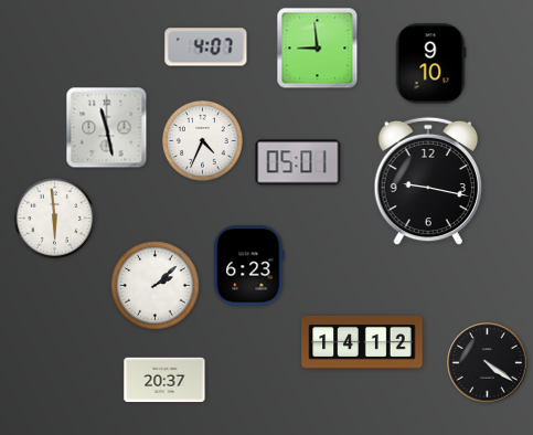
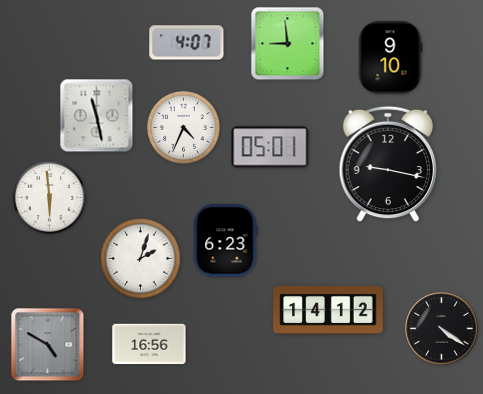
clock at (156, 286): 2:08 -> 2:03
clock at (164, 380): 20:37 -> 16:56
clock at (48, 345): none -> 4:50
